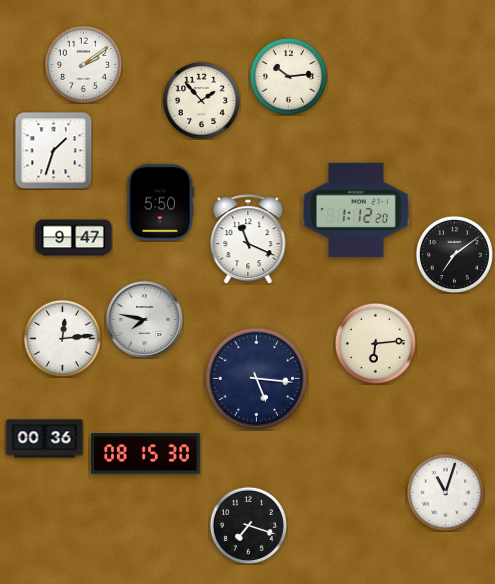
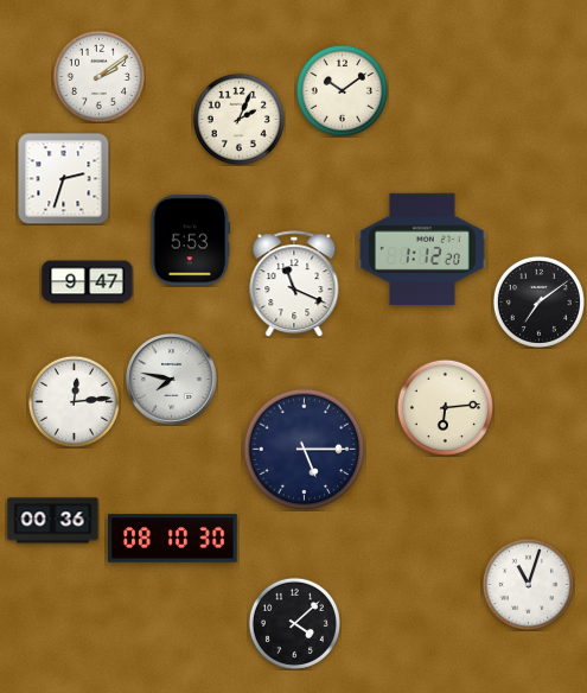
clock at (288, 76): 10:14 -> 10:09
clock at (201, 100): 1:53 -> 2:04
clock at (53, 150): 1:33 -> 2:33
clock at (161, 203): 5:50 -> 5:53
clock at (257, 379): 5:16 -> 5:15
clock at (146, 454): 08:15 -> 08:10
clock at (248, 525): 7:18 -> 4:08
